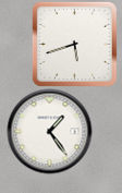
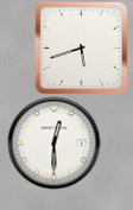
clock at (49, 131): 1:24 -> 12:30
